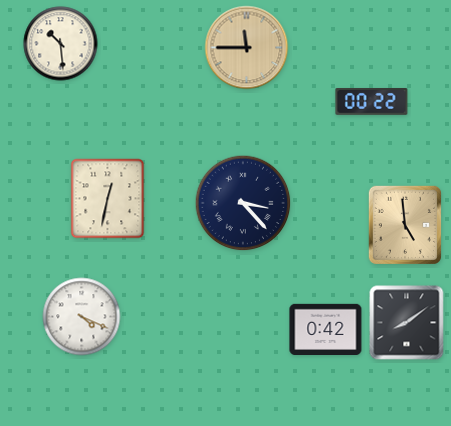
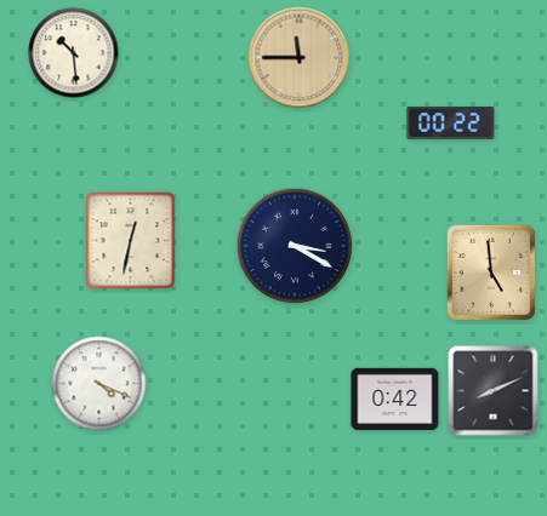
clock at (243, 203): 3:23 -> 3:20
clock at (407, 323): 8:09 -> 8:11
